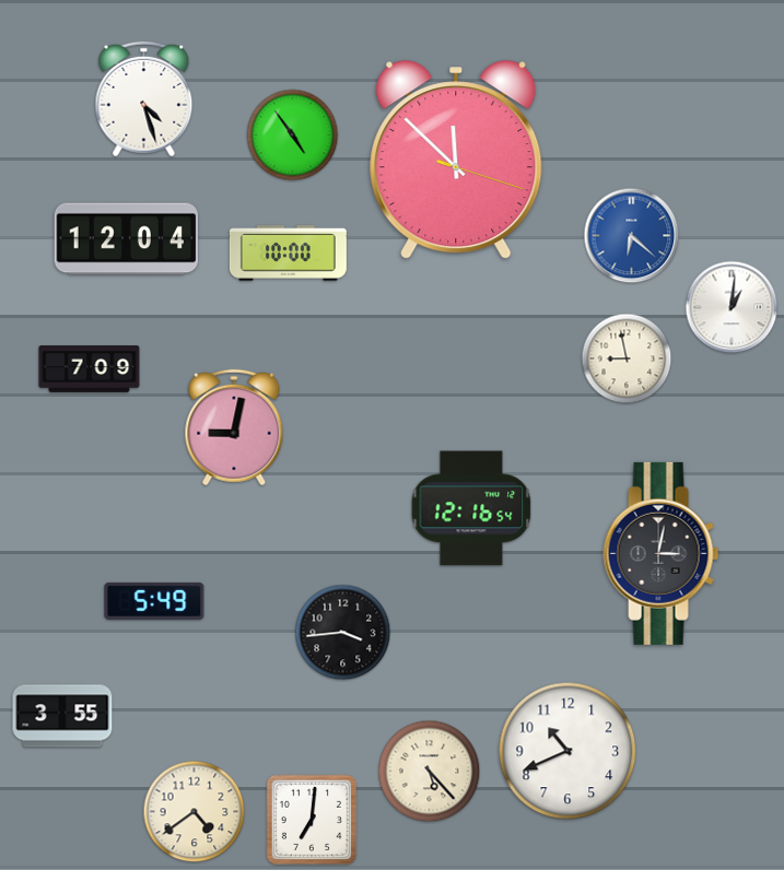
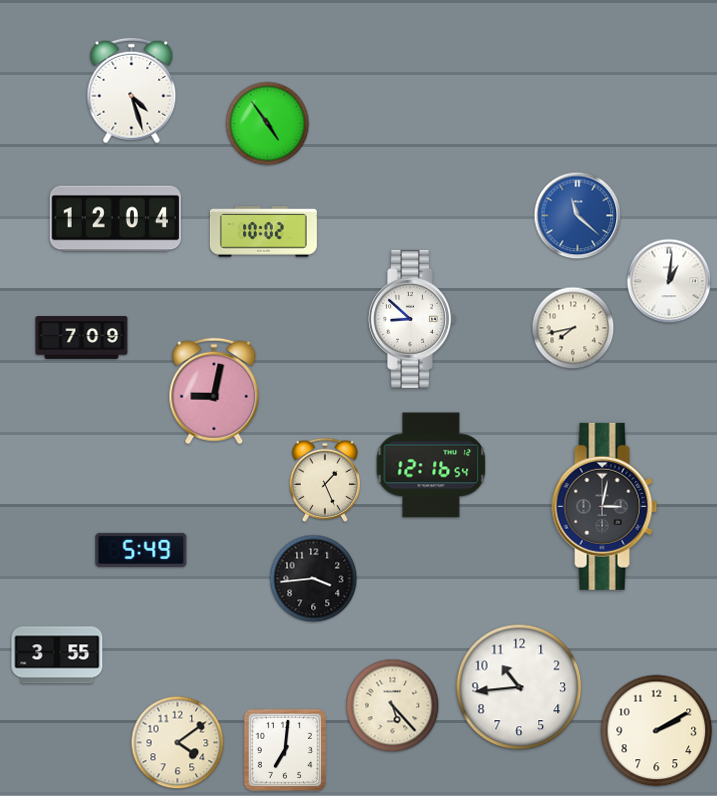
clock at (456, 161): 11:52 -> none
clock at (632, 236): 6:22 -> 11:22
clock at (288, 254): 10:00 -> 10:02
clock at (412, 319): none -> 8:52
clock at (627, 358): 8:58 -> 7:43
clock at (324, 480): none -> 1:26
clock at (567, 751): 10:41 -> 10:44
clock at (657, 731): none -> 2:10
clock at (195, 812): 4:39 -> 4:09
